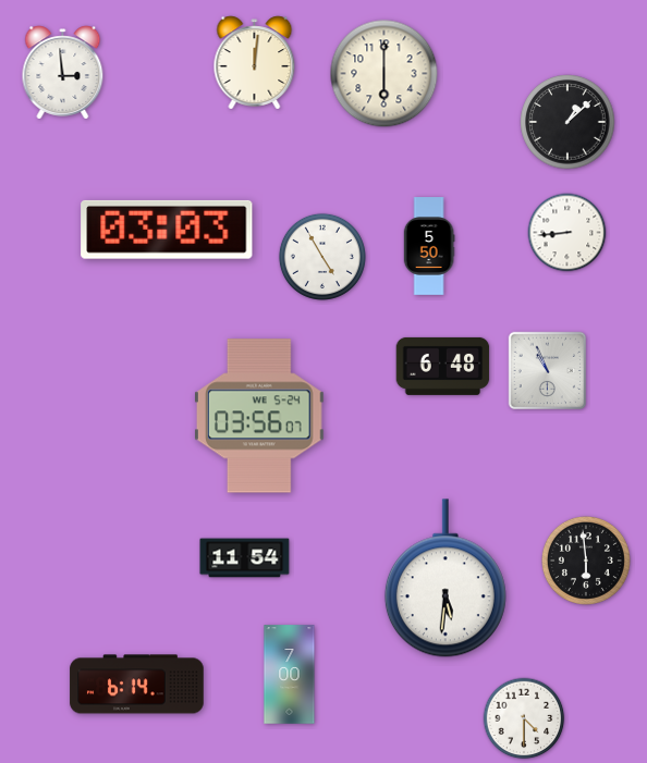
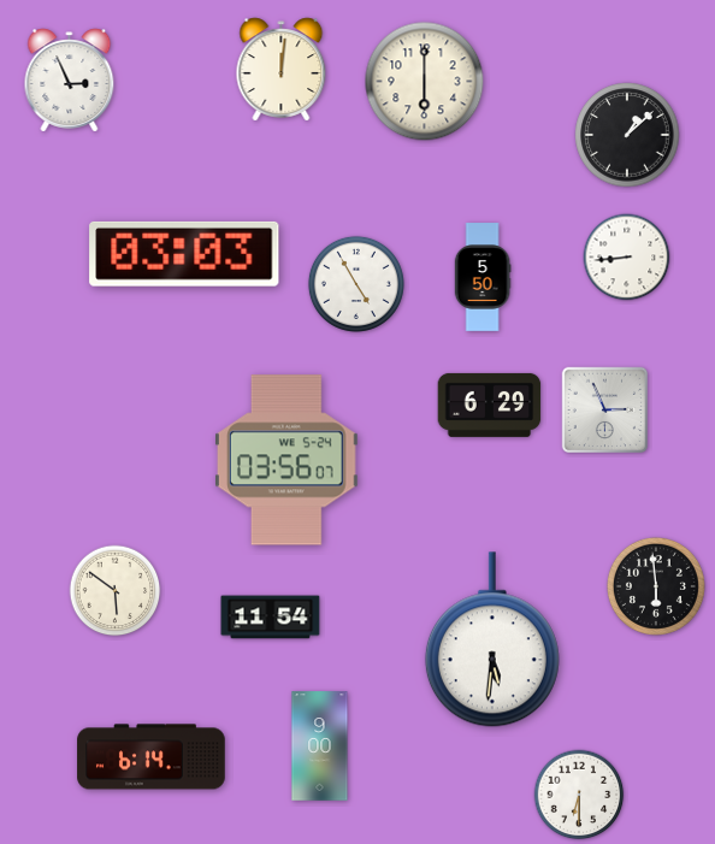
clock at (63, 73): 2:59 -> 2:56
clock at (429, 246) position: (429, 246) -> (483, 277)
clock at (443, 366): 6:48 -> 6:29
clock at (548, 371): 10:56 -> 2:56
clock at (116, 591): none -> 5:51
clock at (586, 561) position: (586, 561) -> (656, 586)
clock at (290, 675): 7:00 -> 9:00
clock at (524, 718): 4:30 -> 6:30
